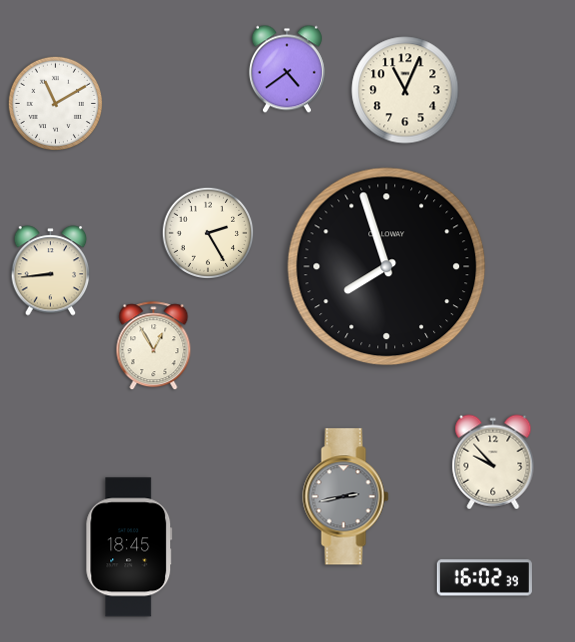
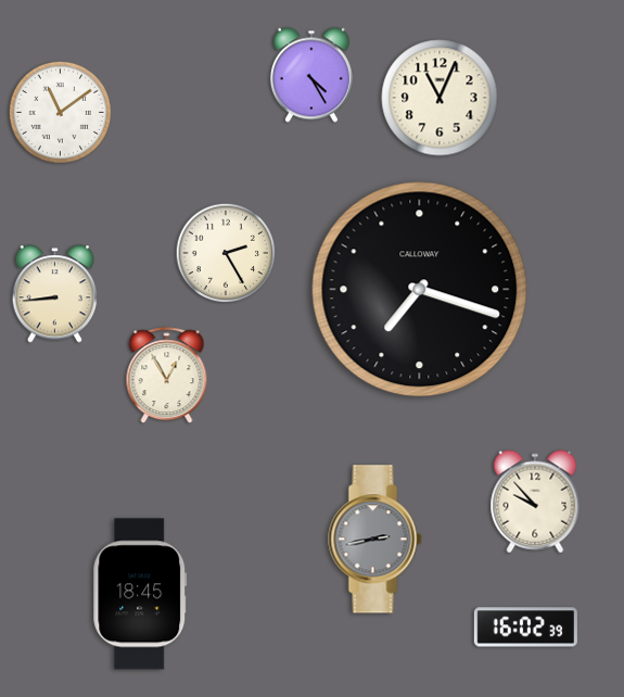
clock at (287, 69): 4:39 -> 4:25
clock at (55, 103): 11:10 -> 11:09
clock at (387, 267): 7:57 -> 7:18
